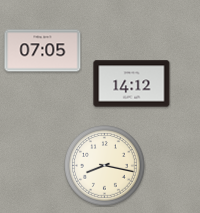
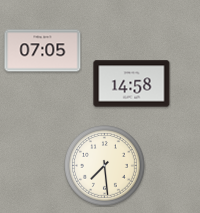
clock at (132, 84): 14:12 -> 14:58
clock at (105, 166): 8:17 -> 7:29
